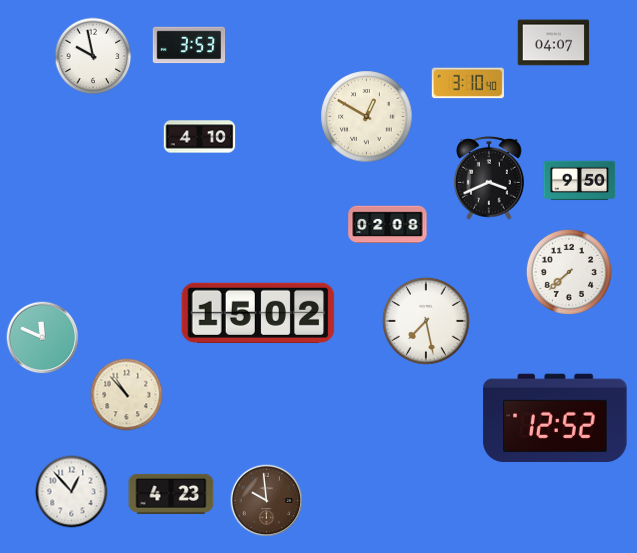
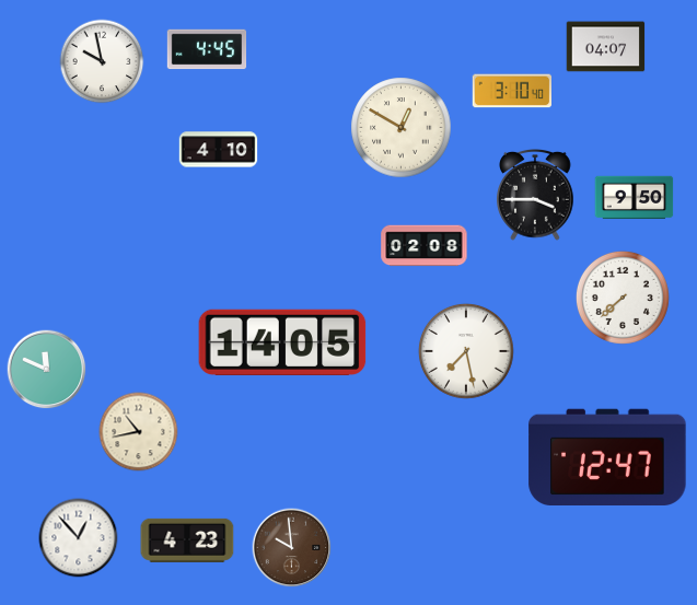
clock at (189, 45): 3:53 -> 4:45
clock at (489, 179): 3:41 -> 3:45
clock at (258, 313): 15:02 -> 14:05
clock at (127, 395): 10:53 -> 10:43
clock at (555, 417): 12:52 -> 12:47
